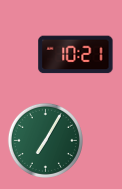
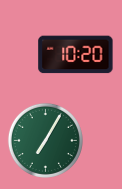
clock at (76, 55): 10:21 -> 10:20
